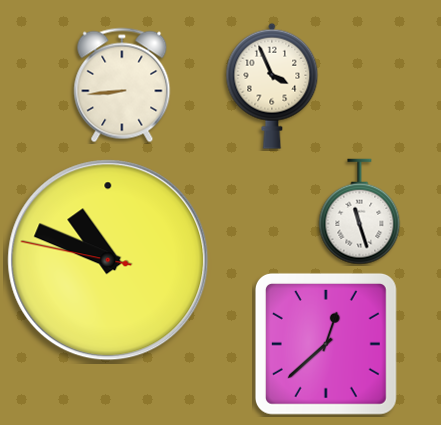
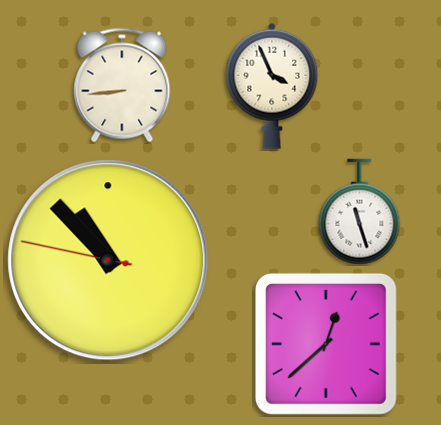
clock at (108, 260): 10:48 -> 10:52
